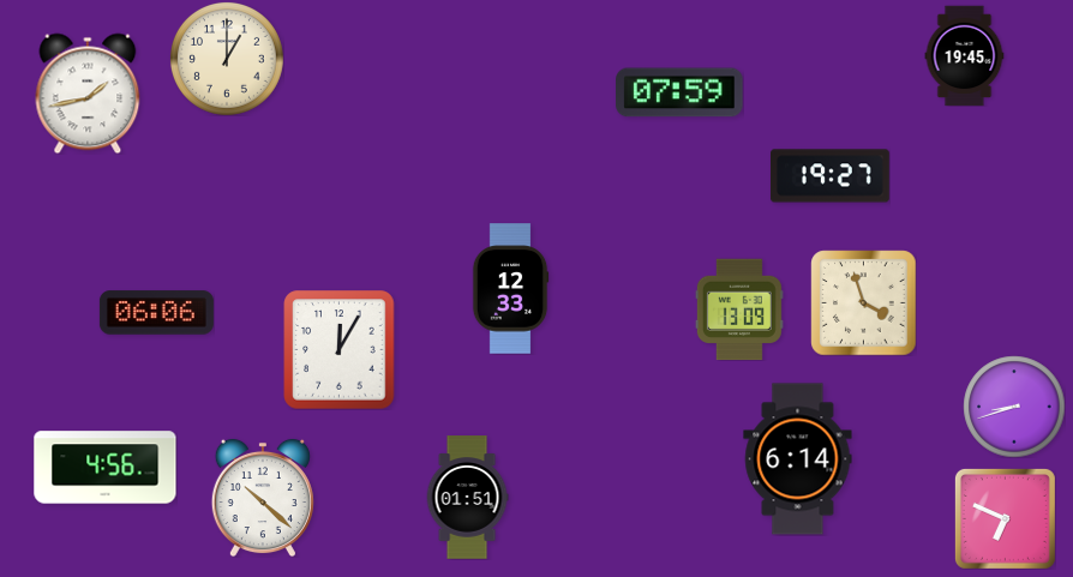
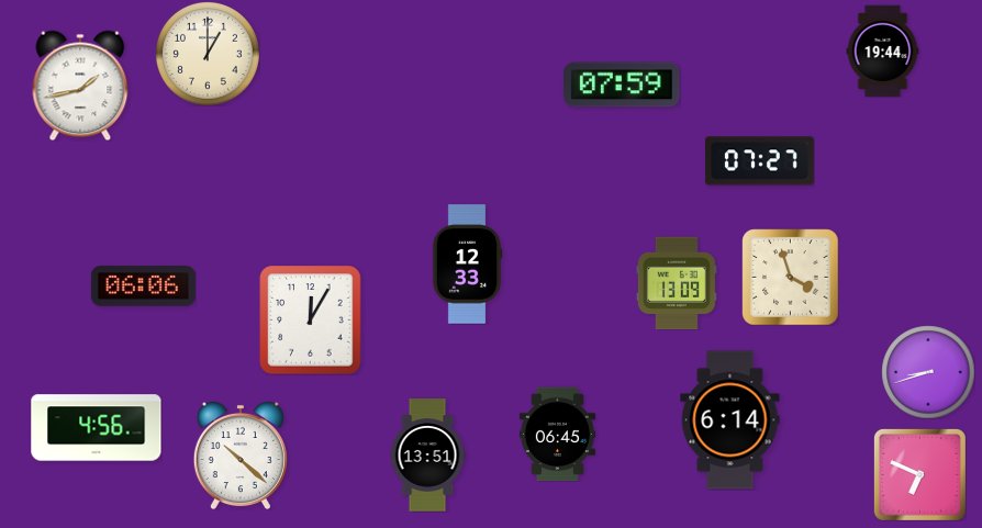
clock at (965, 55): 19:45 -> 19:44
clock at (829, 176): 19:27 -> 07:27
clock at (557, 434): none -> 06:45
clock at (467, 498): 01:51 -> 13:51
